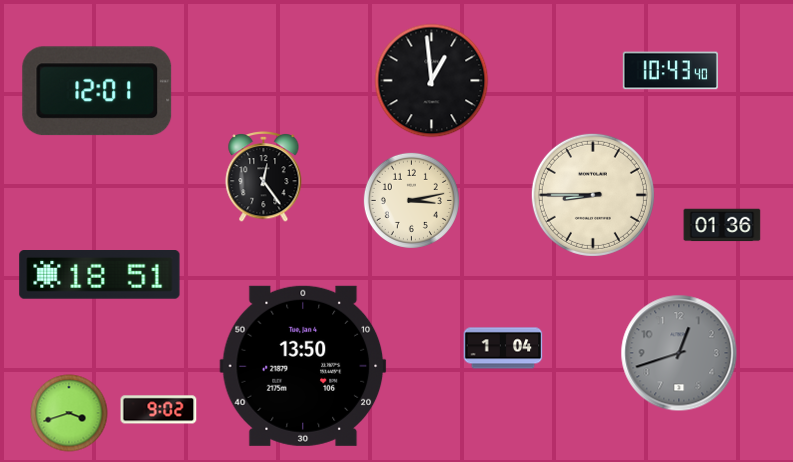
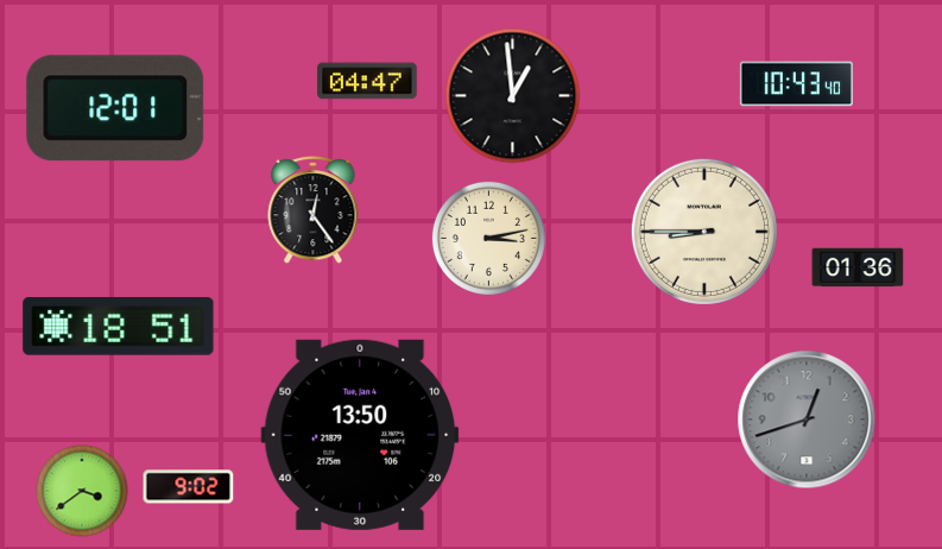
clock at (367, 81): none -> 04:47
clock at (503, 348): 1:04 -> none
clock at (69, 413): 3:42 -> 3:39
